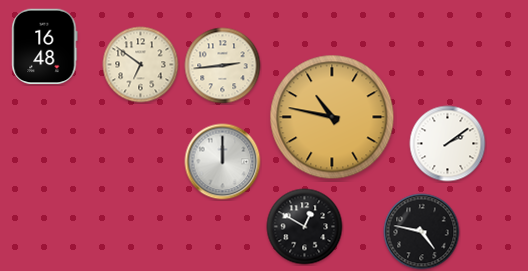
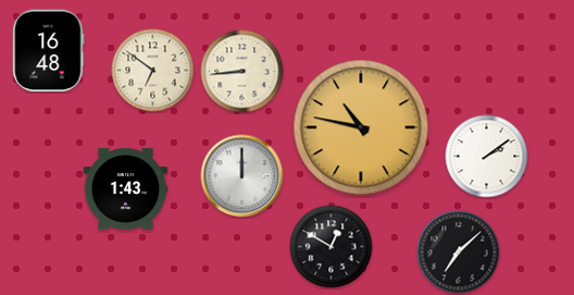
clock at (223, 66): 2:44 -> 8:44
clock at (126, 189): none -> 1:43
clock at (422, 232): 4:47 -> 7:08
